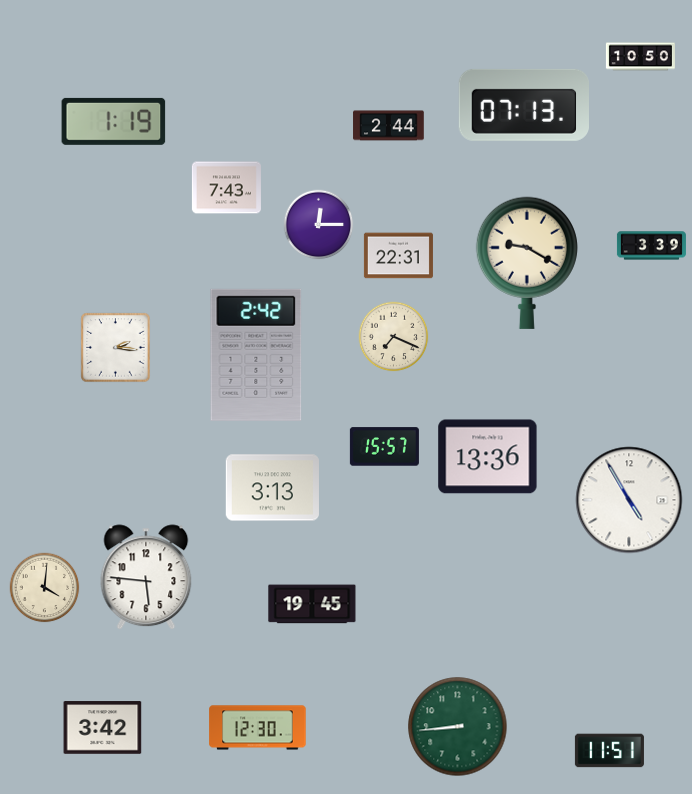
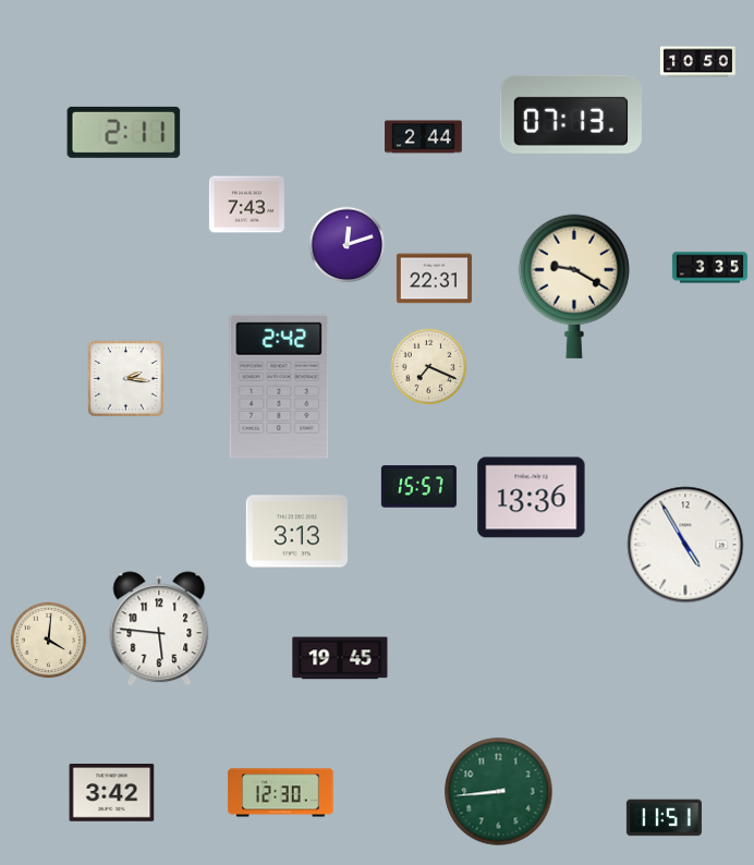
clock at (114, 121): 1:19 -> 2:11
clock at (319, 225): 12:15 -> 12:12
clock at (651, 246): 3:39 -> 3:35
